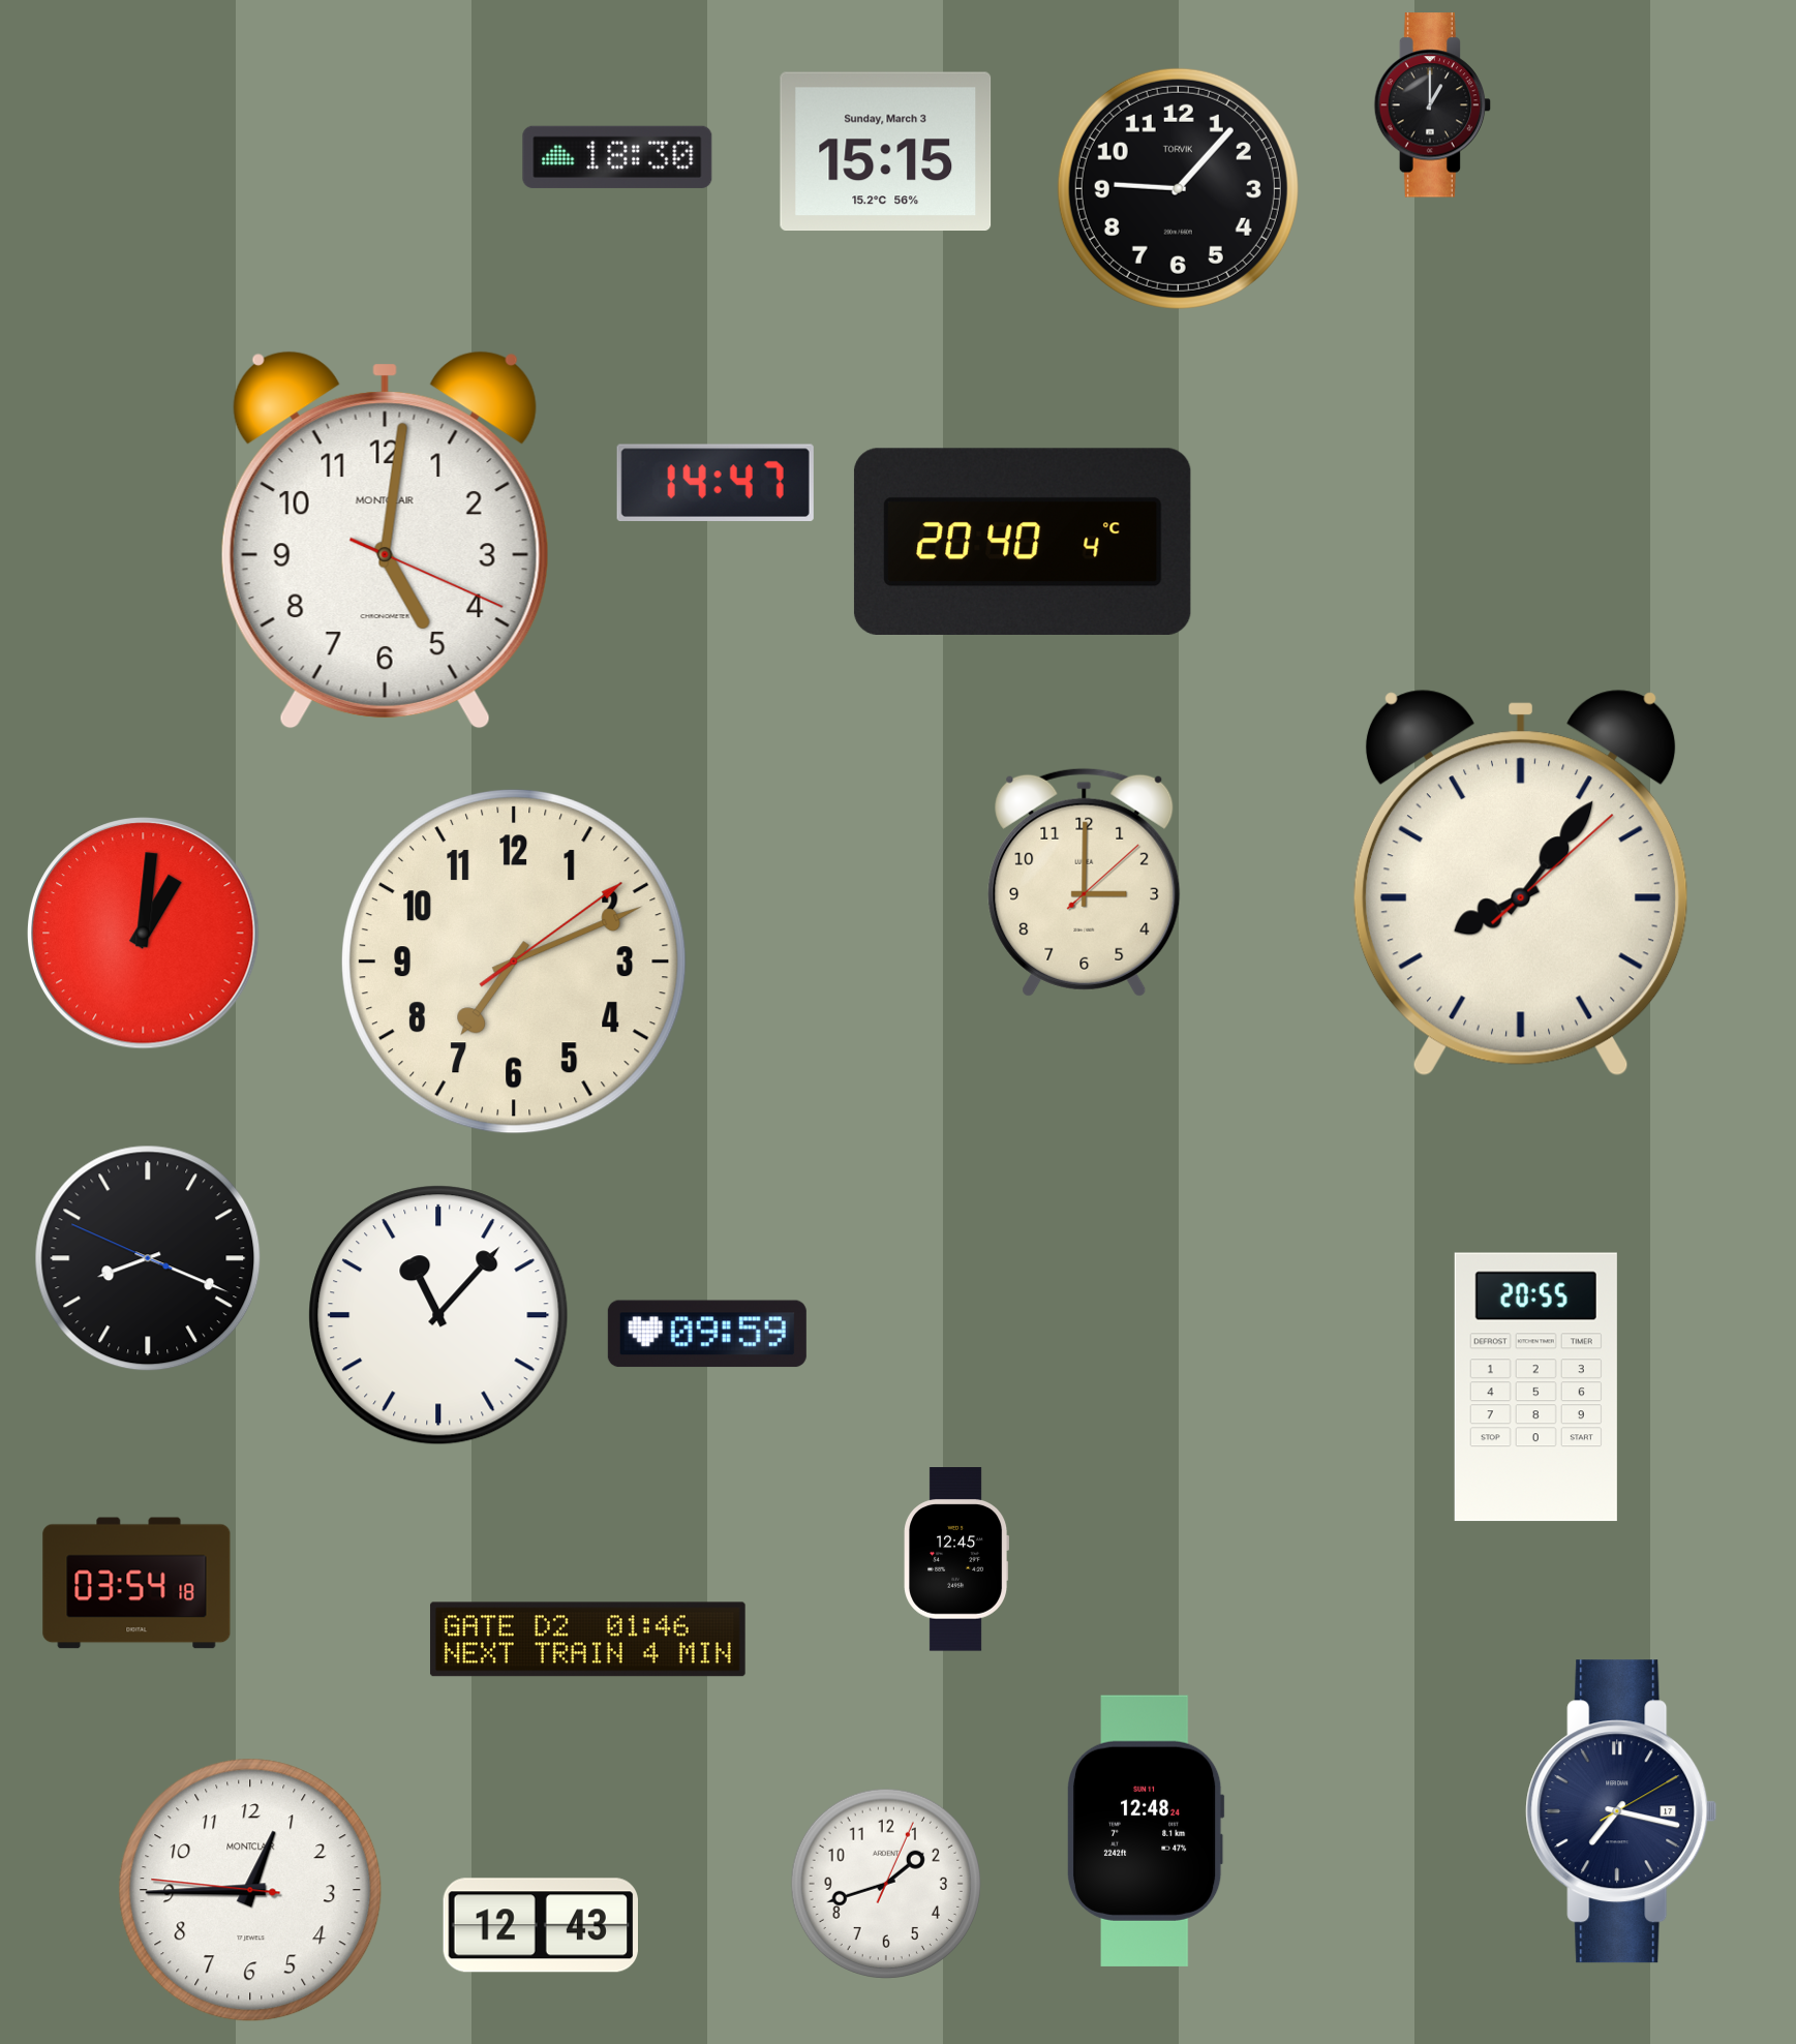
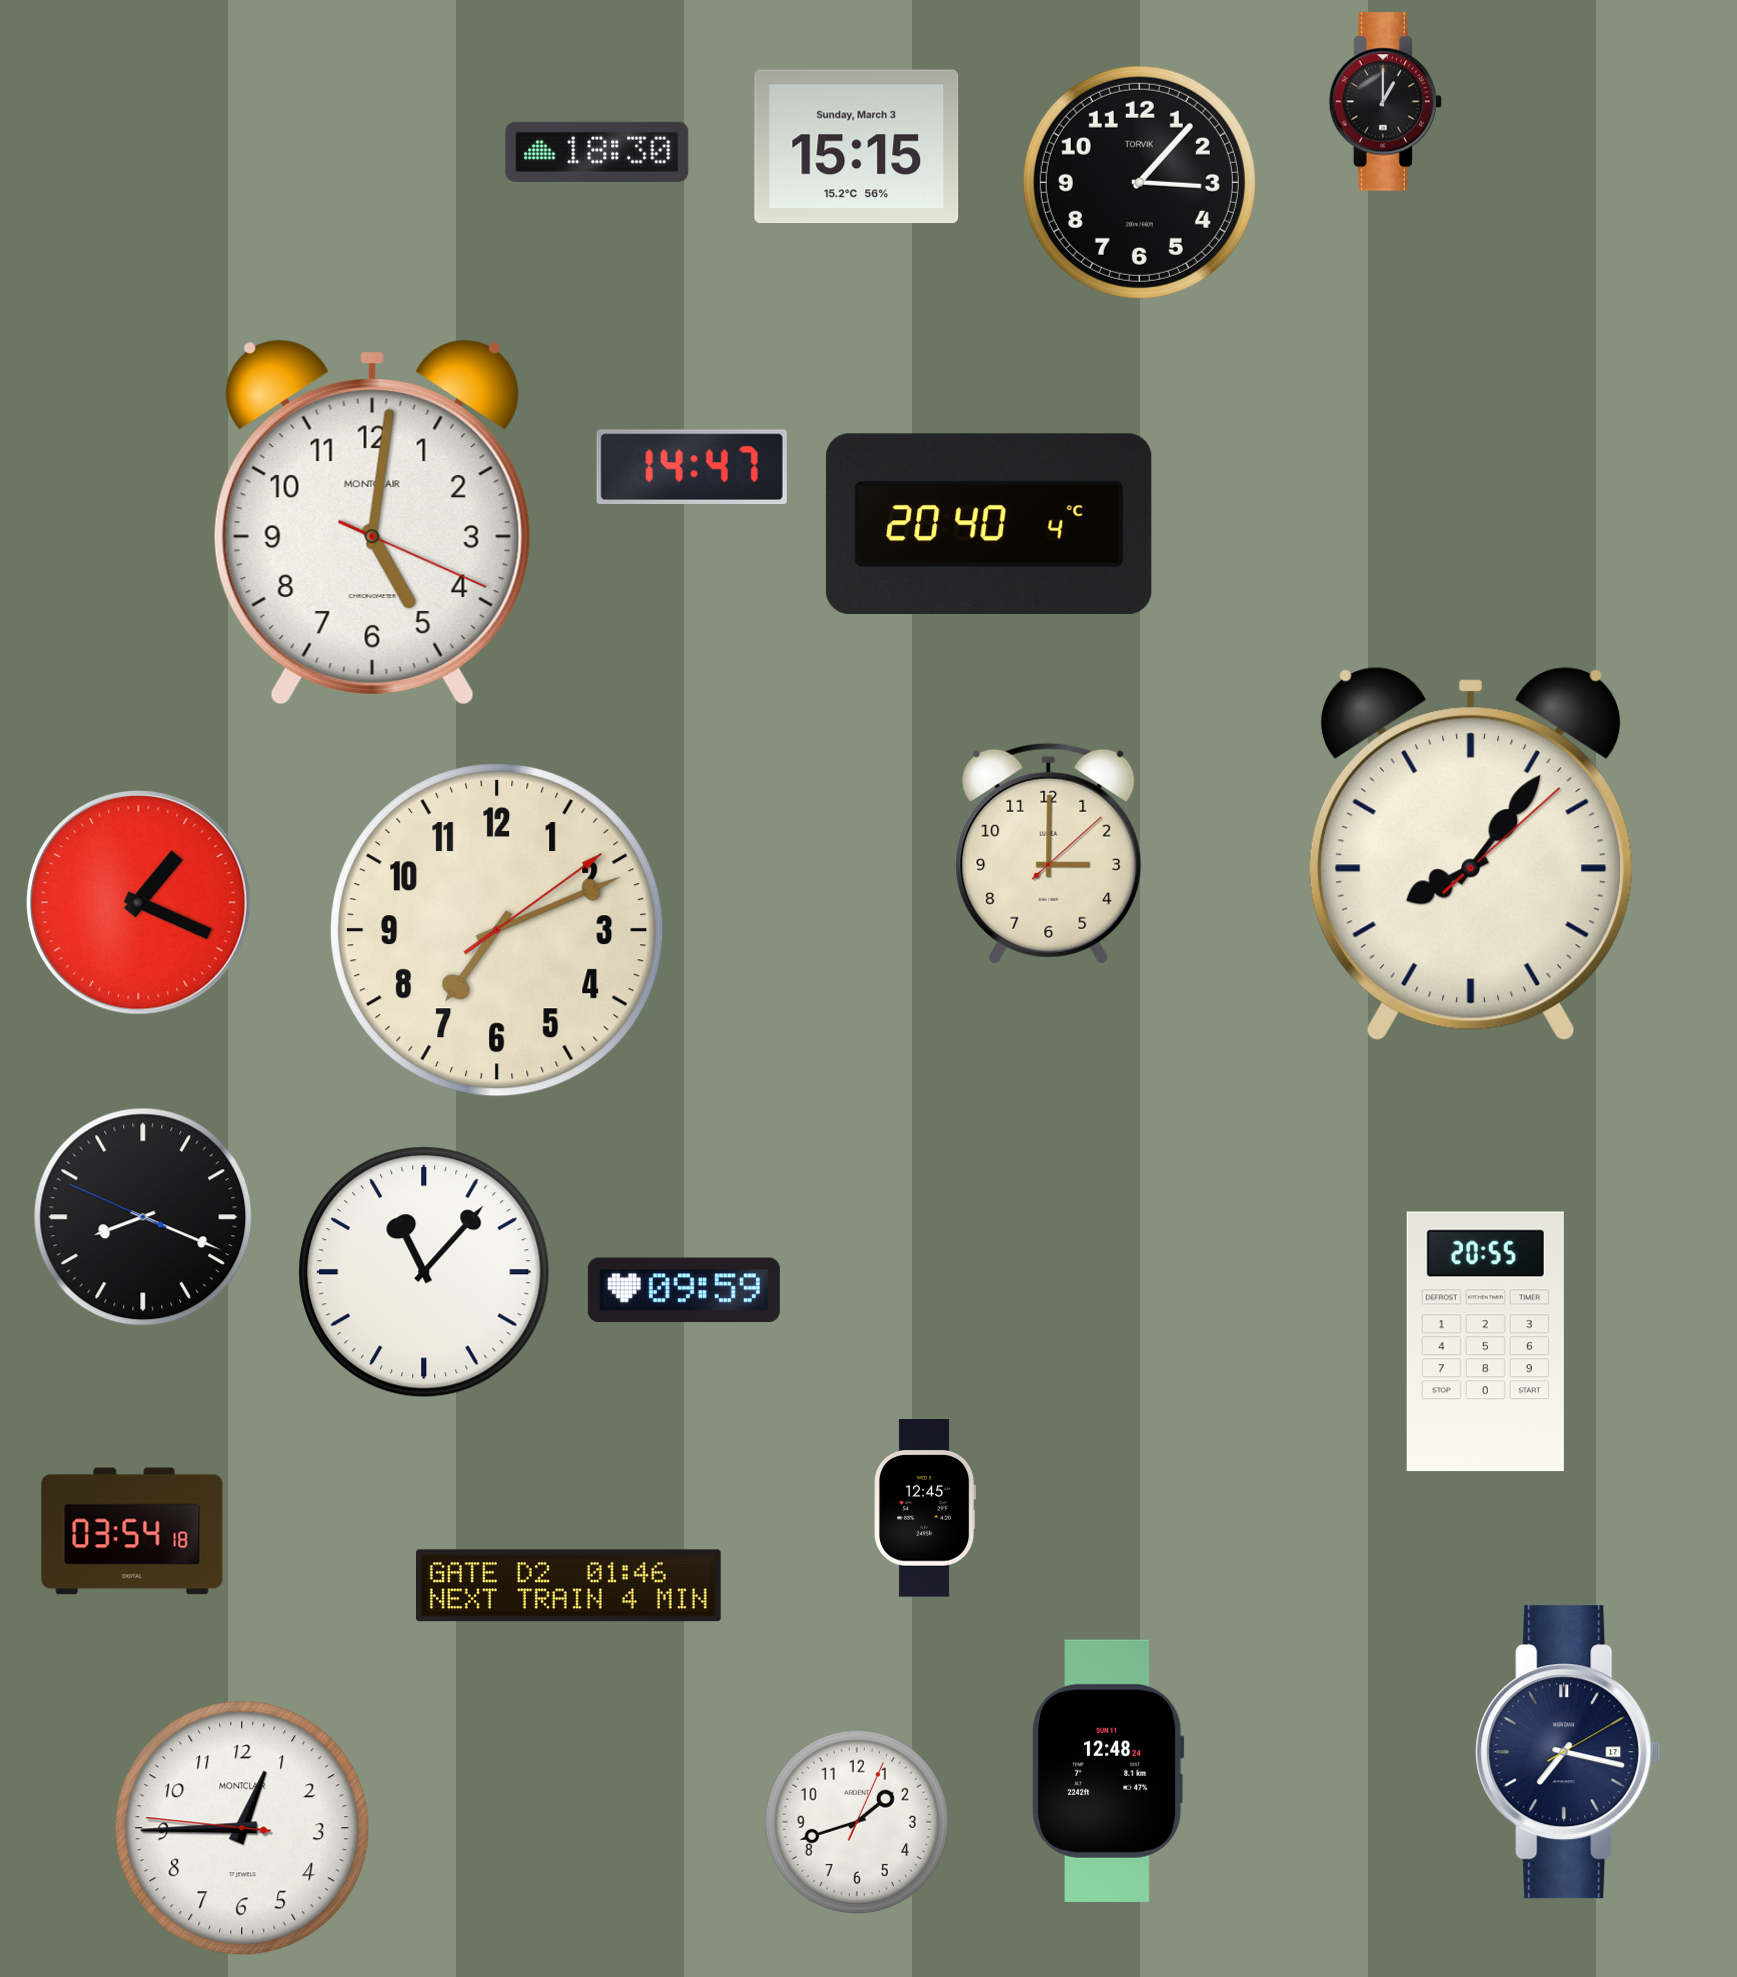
clock at (1178, 188): 9:07 -> 3:07
clock at (144, 934): 1:01 -> 1:19
clock at (540, 1925): 12:43 -> none
